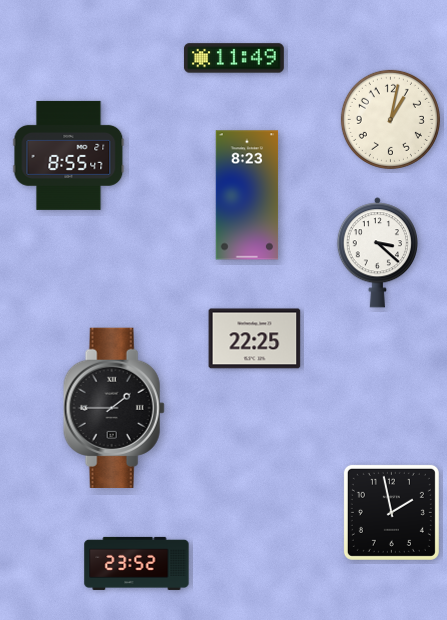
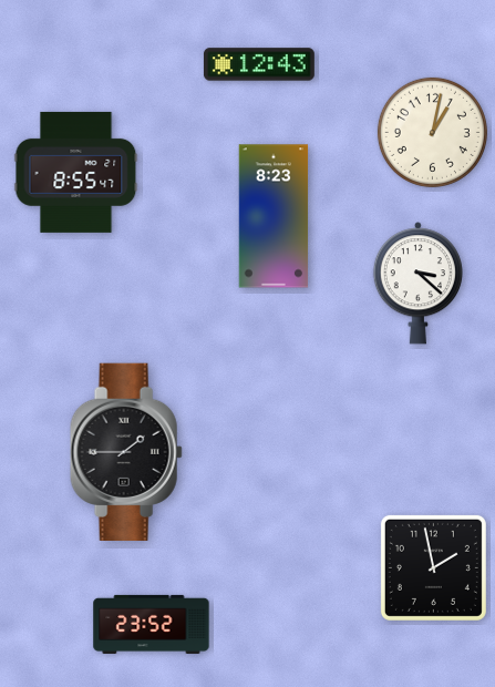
clock at (234, 58): 11:49 -> 12:43
clock at (377, 253) position: (377, 253) -> (417, 284)
clock at (255, 339): 22:25 -> none
